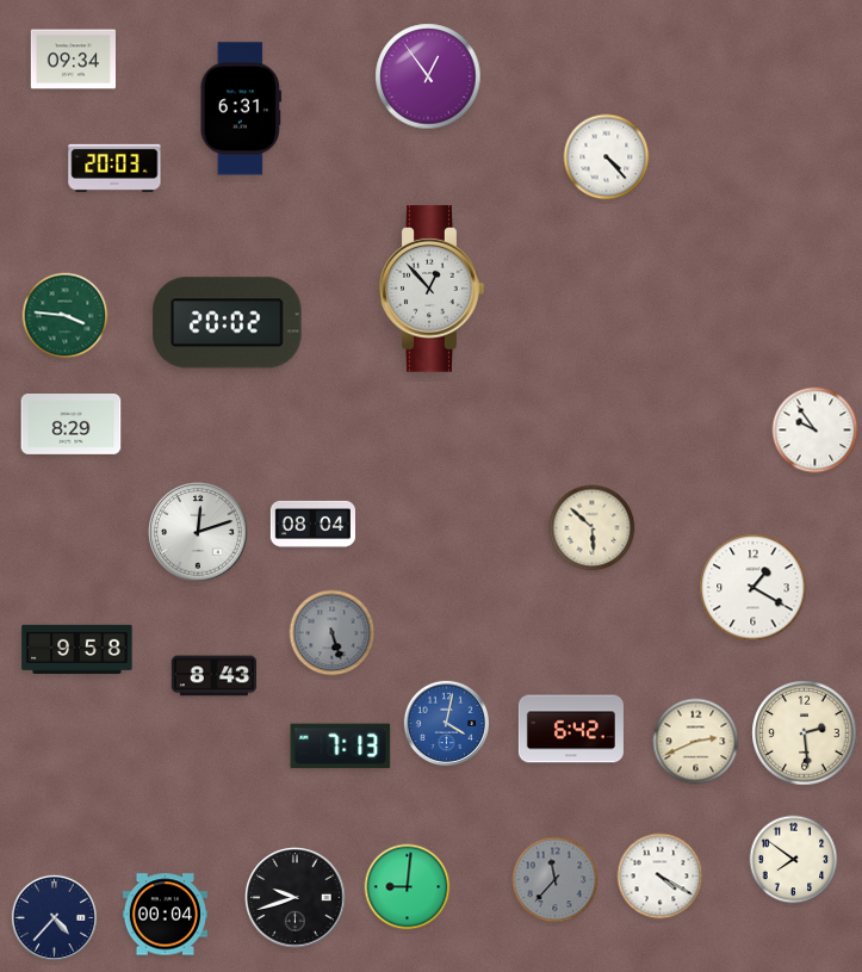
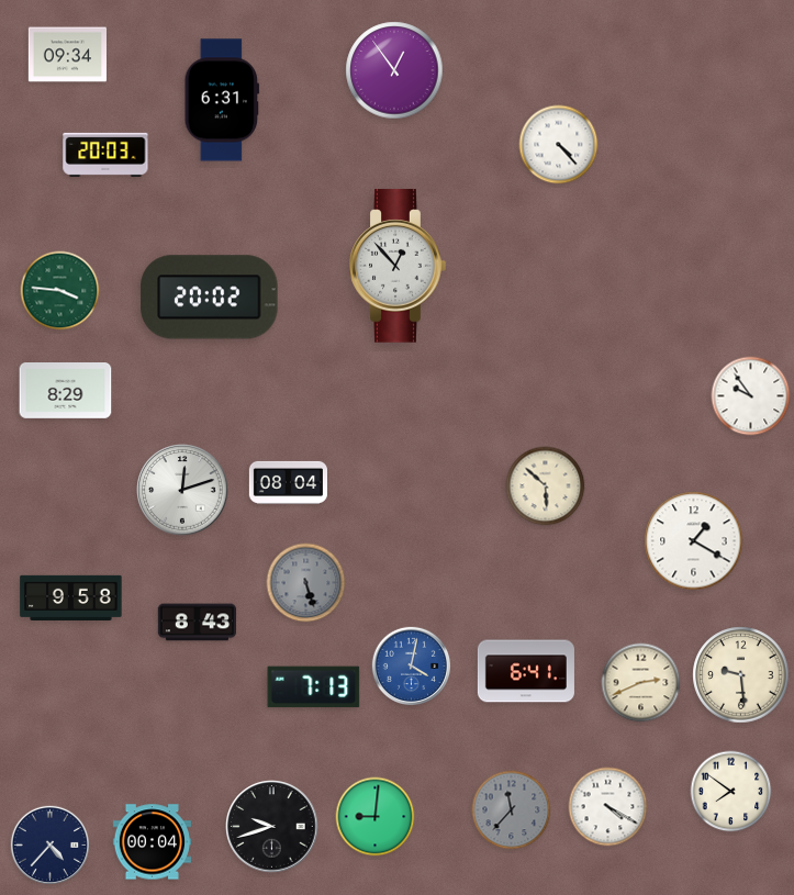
clock at (571, 729): 6:42 -> 6:41
clock at (805, 733): 2:29 -> 9:29
